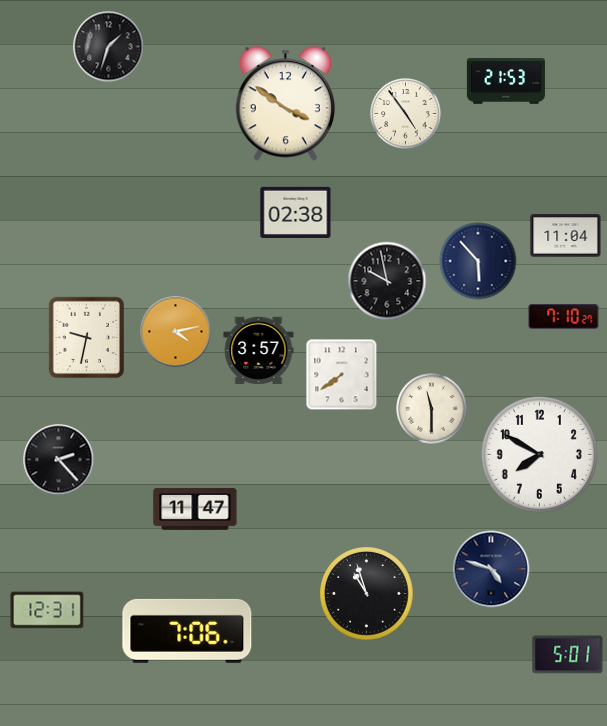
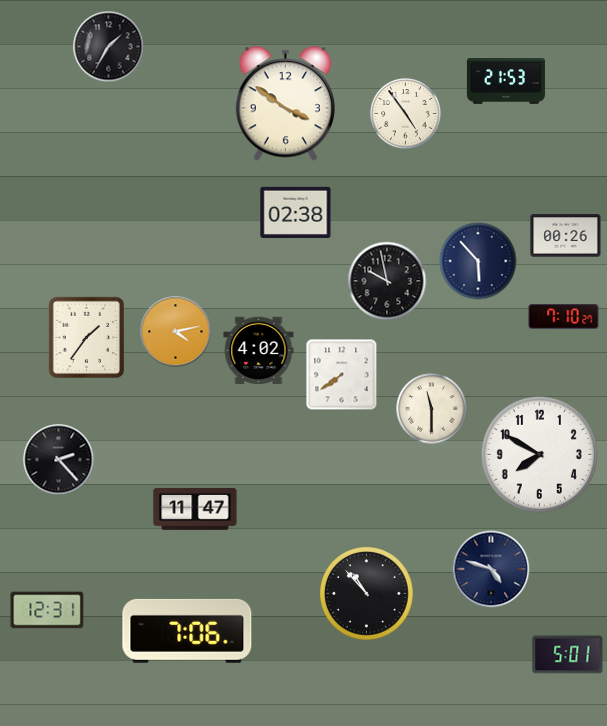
clock at (109, 47): 1:33 -> 1:35
clock at (566, 236): 11:04 -> 00:26
clock at (87, 338): 9:32 -> 1:36
clock at (259, 351): 3:57 -> 4:02
clock at (367, 594): 10:57 -> 10:53
